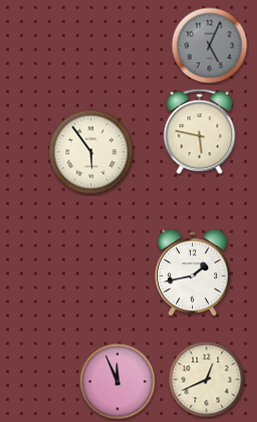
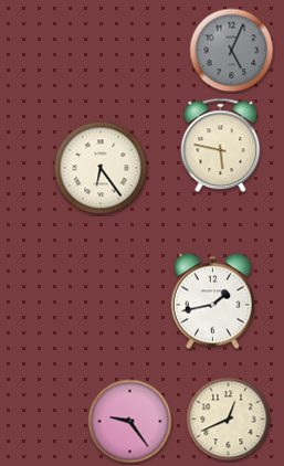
clock at (91, 152): 5:54 -> 6:24
clock at (118, 382): 11:56 -> 9:24
